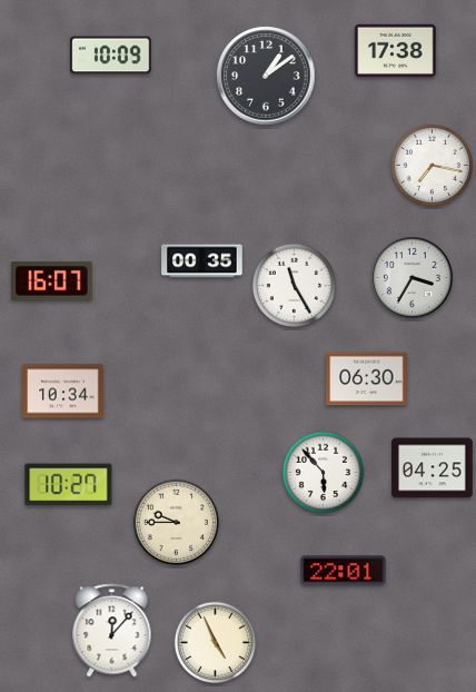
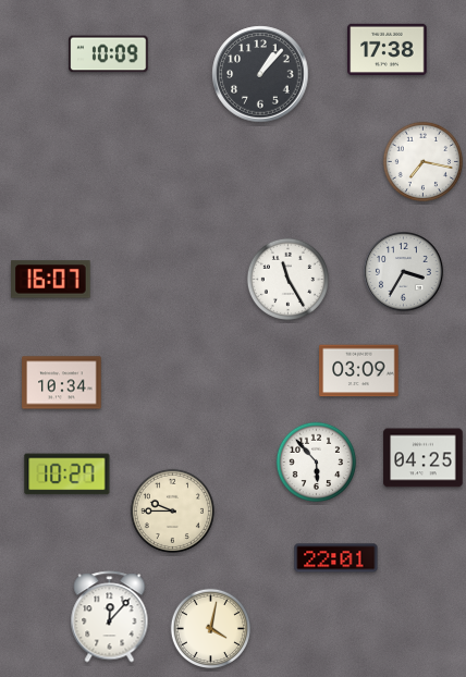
clock at (266, 76): 1:09 -> 1:07
clock at (202, 261): 00:35 -> none
clock at (52, 281) position: (52, 281) -> (51, 280)
clock at (367, 379): 06:30 -> 03:09
clock at (216, 643): 4:56 -> 4:02
